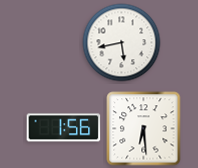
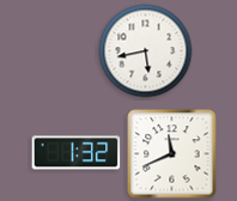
clock at (64, 128): 1:56 -> 1:32
clock at (144, 129): 6:29 -> 11:41
